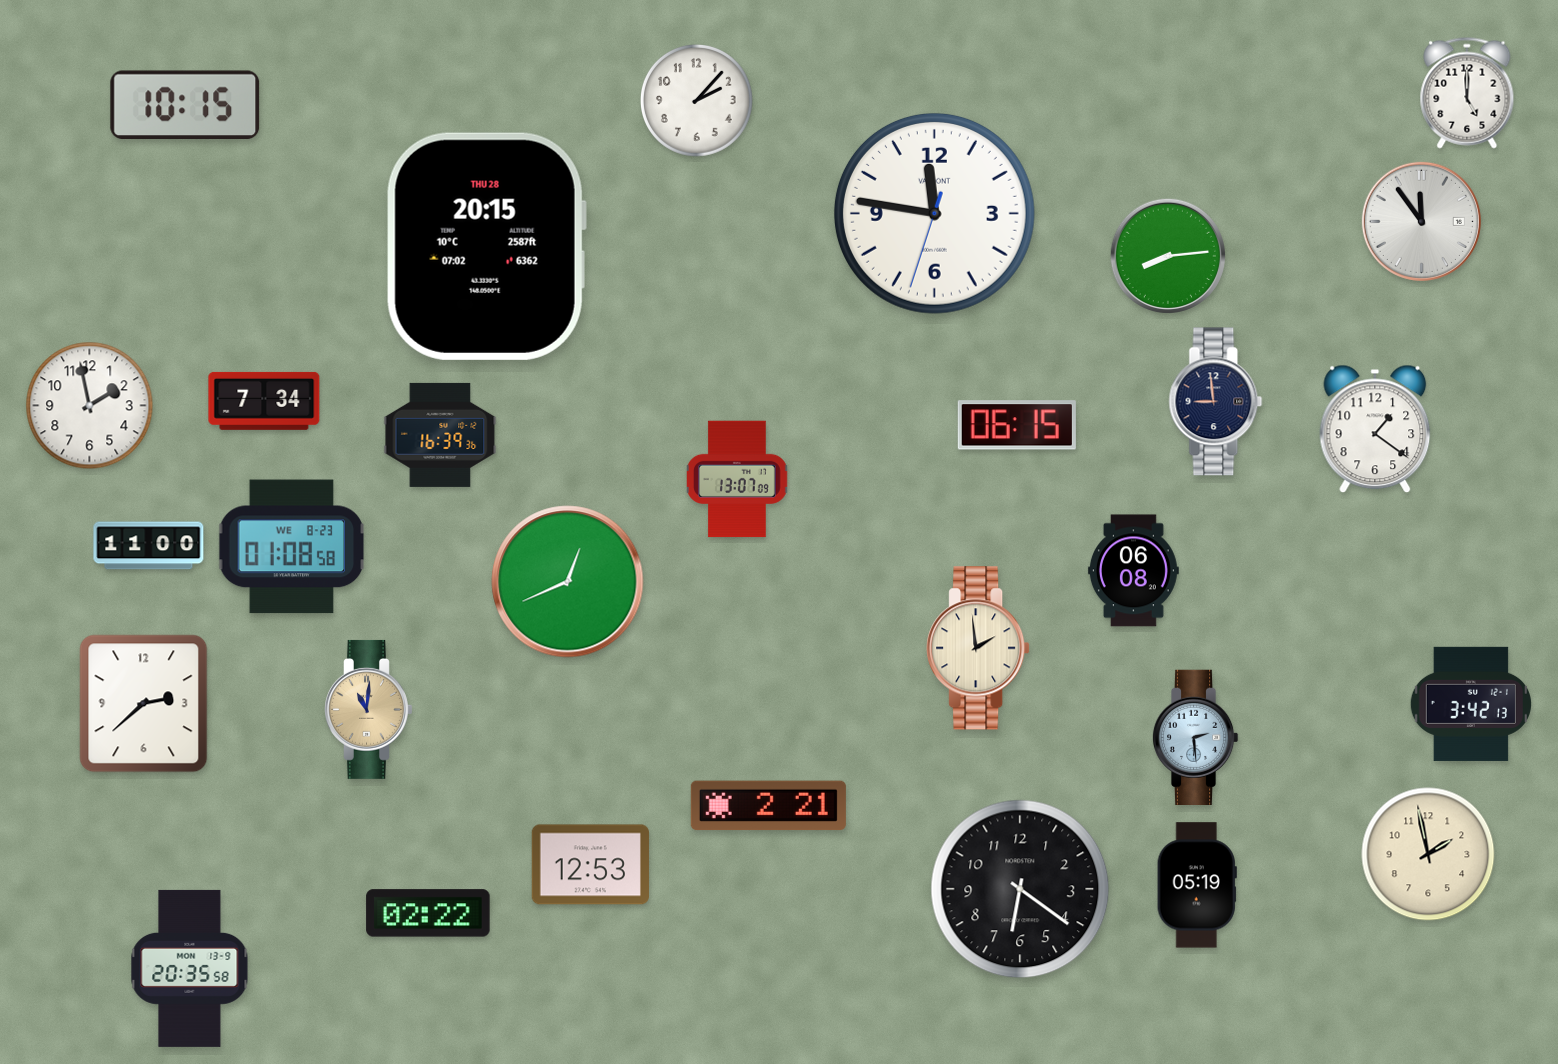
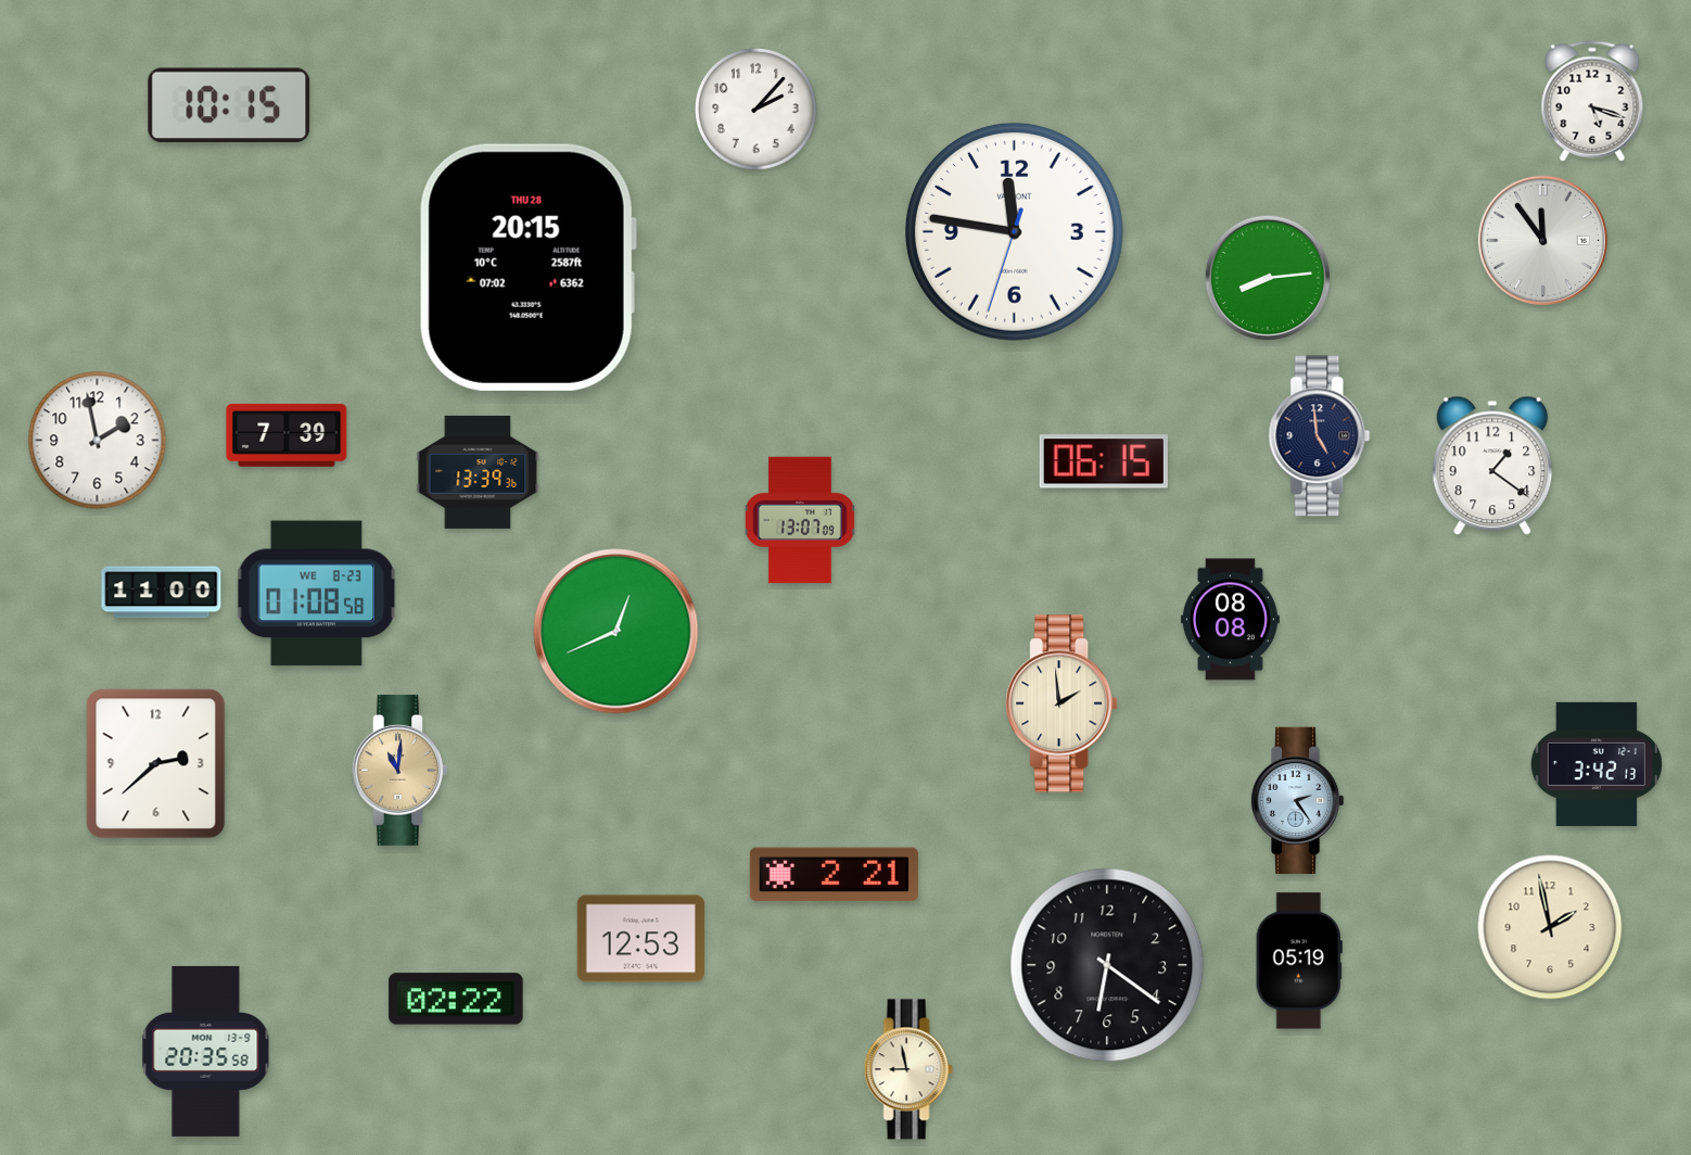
clock at (1467, 93): 5:00 -> 5:18
clock at (185, 105) position: (185, 105) -> (229, 105)
clock at (264, 401): 7:34 -> 7:39
clock at (1216, 402): 8:59 -> 4:59
clock at (440, 435): 16:39 -> 13:39
clock at (1133, 571): 06:08 -> 08:08
clock at (1195, 737): 2:29 -> 2:24
clock at (428, 913) position: (428, 913) -> (456, 999)
clock at (908, 1069): none -> 8:58
